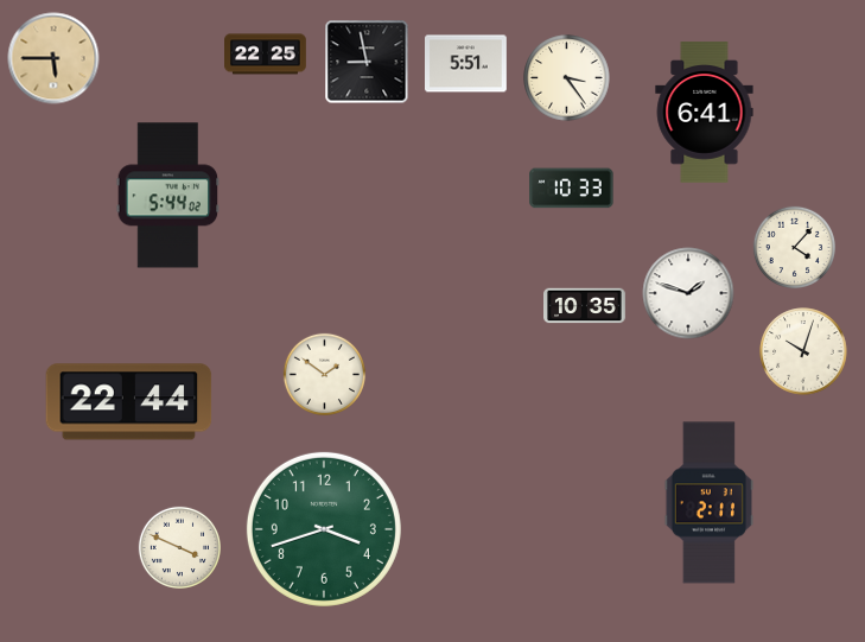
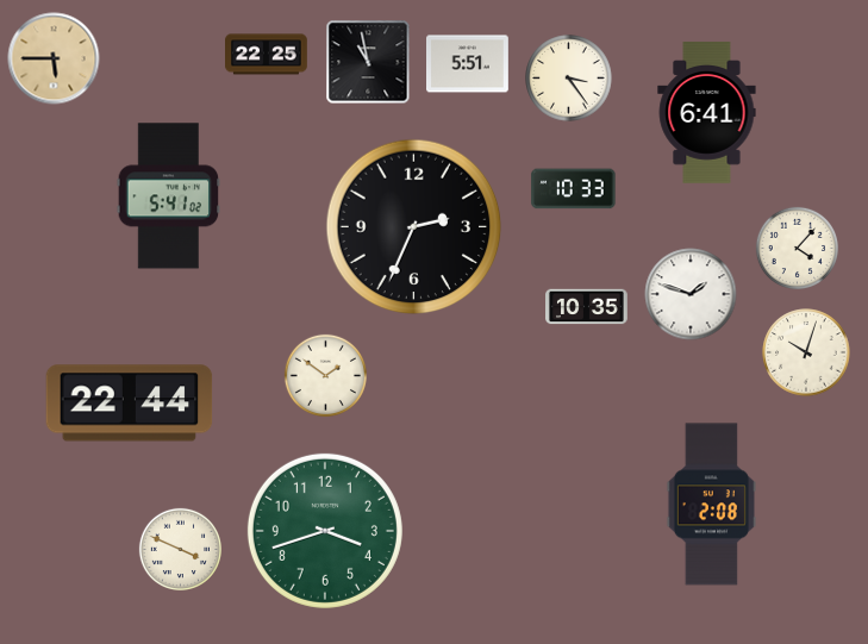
clock at (367, 62): 8:58 -> 10:58
clock at (168, 196): 5:44 -> 5:41
clock at (414, 227): none -> 2:34
clock at (708, 503): 2:11 -> 2:08
